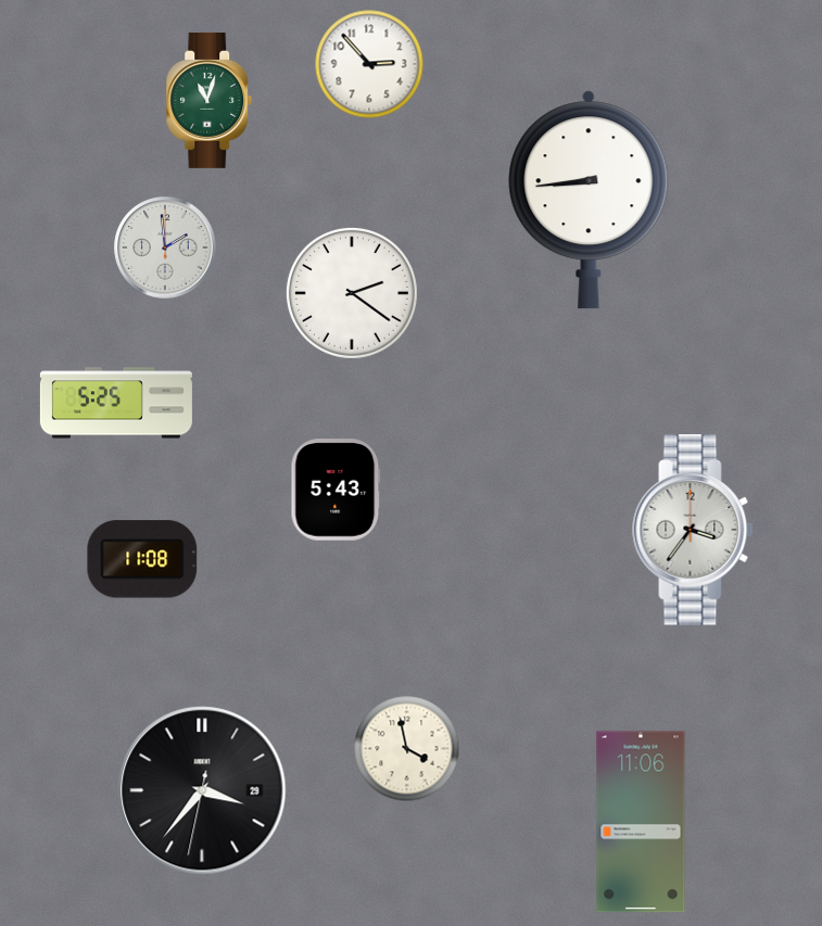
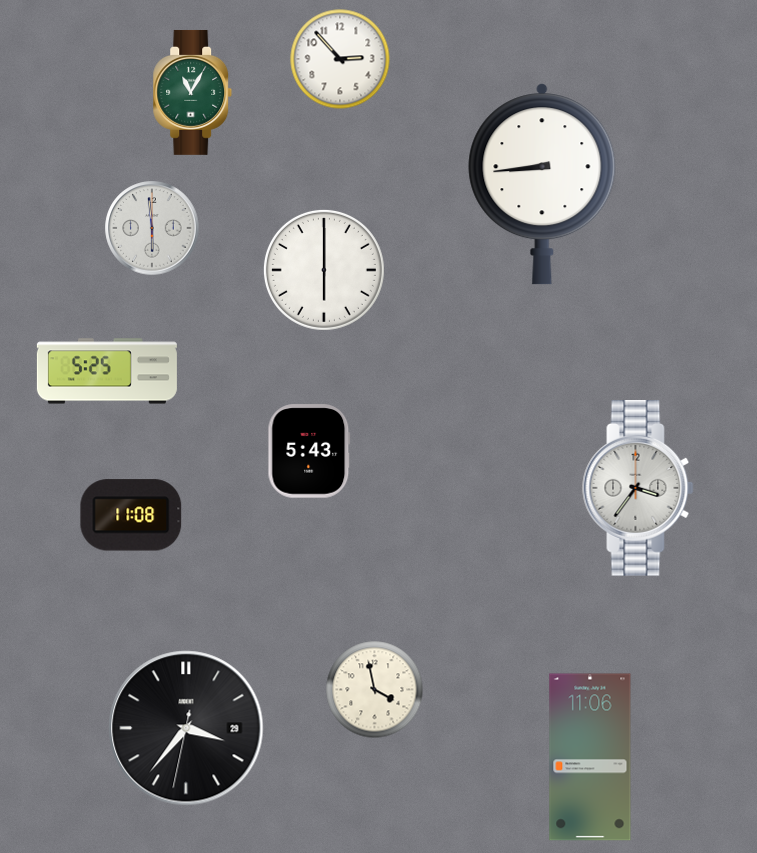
clock at (210, 100): 11:03 -> 11:05
clock at (165, 248): 1:59 -> 5:59
clock at (352, 293): 2:21 -> 6:00
